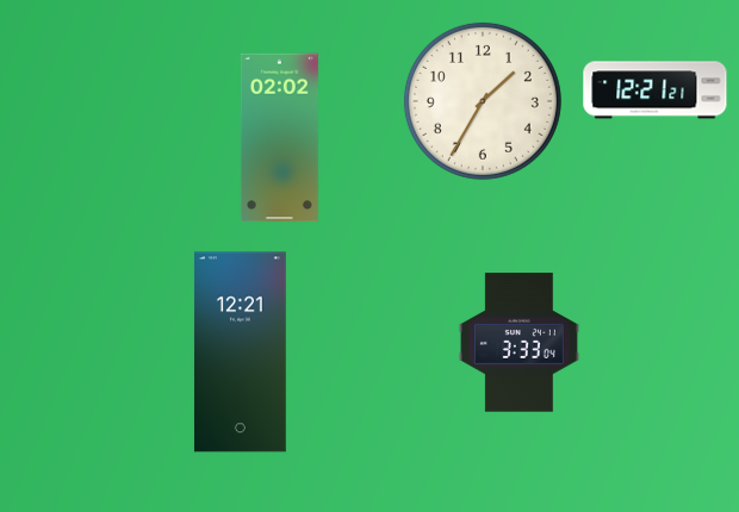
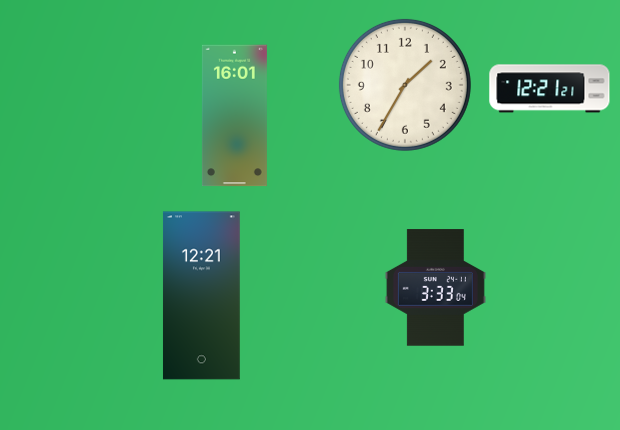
clock at (656, 90) position: (656, 90) -> (550, 89)
clock at (279, 138): 02:02 -> 16:01
